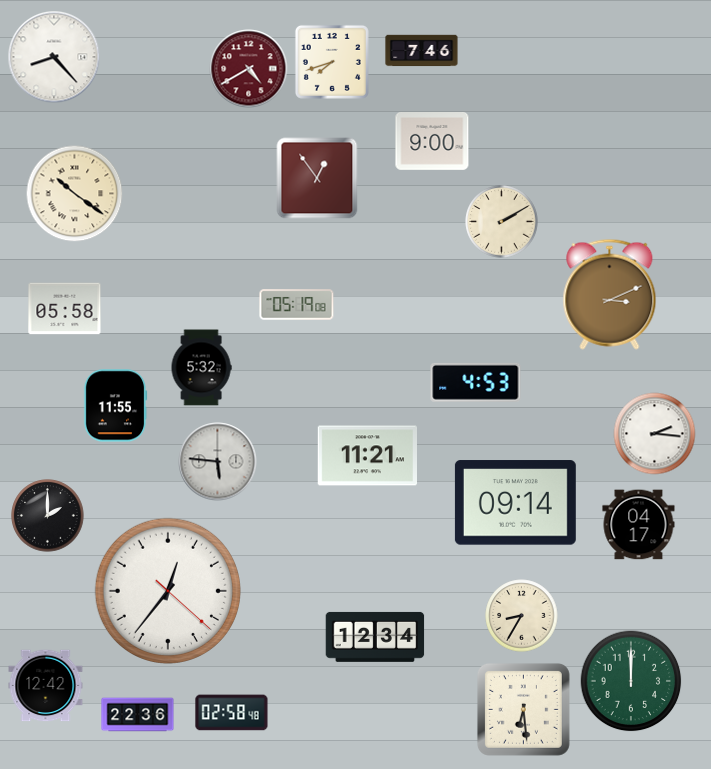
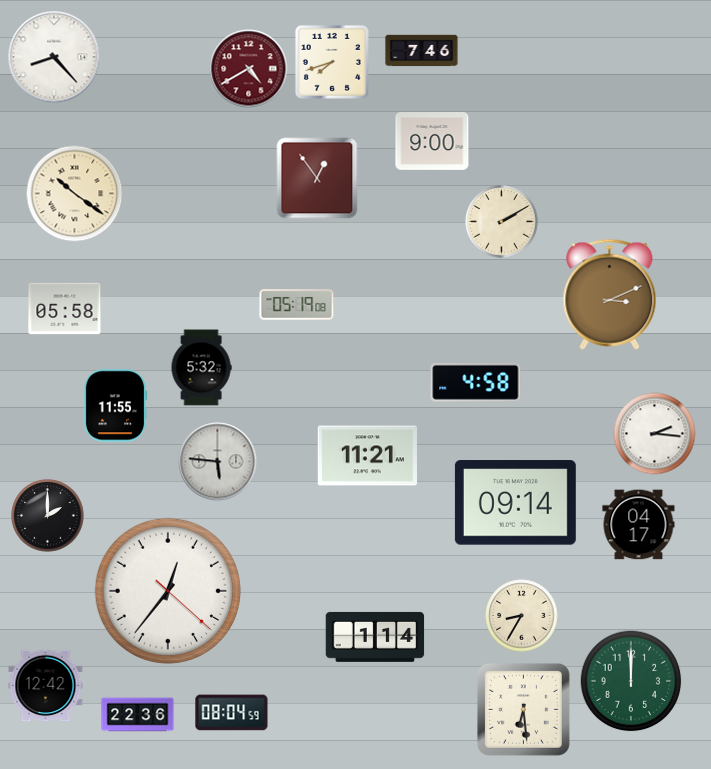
clock at (476, 382): 4:53 -> 4:58
clock at (375, 637): 12:34 -> 1:14
clock at (232, 713): 02:58 -> 08:04
